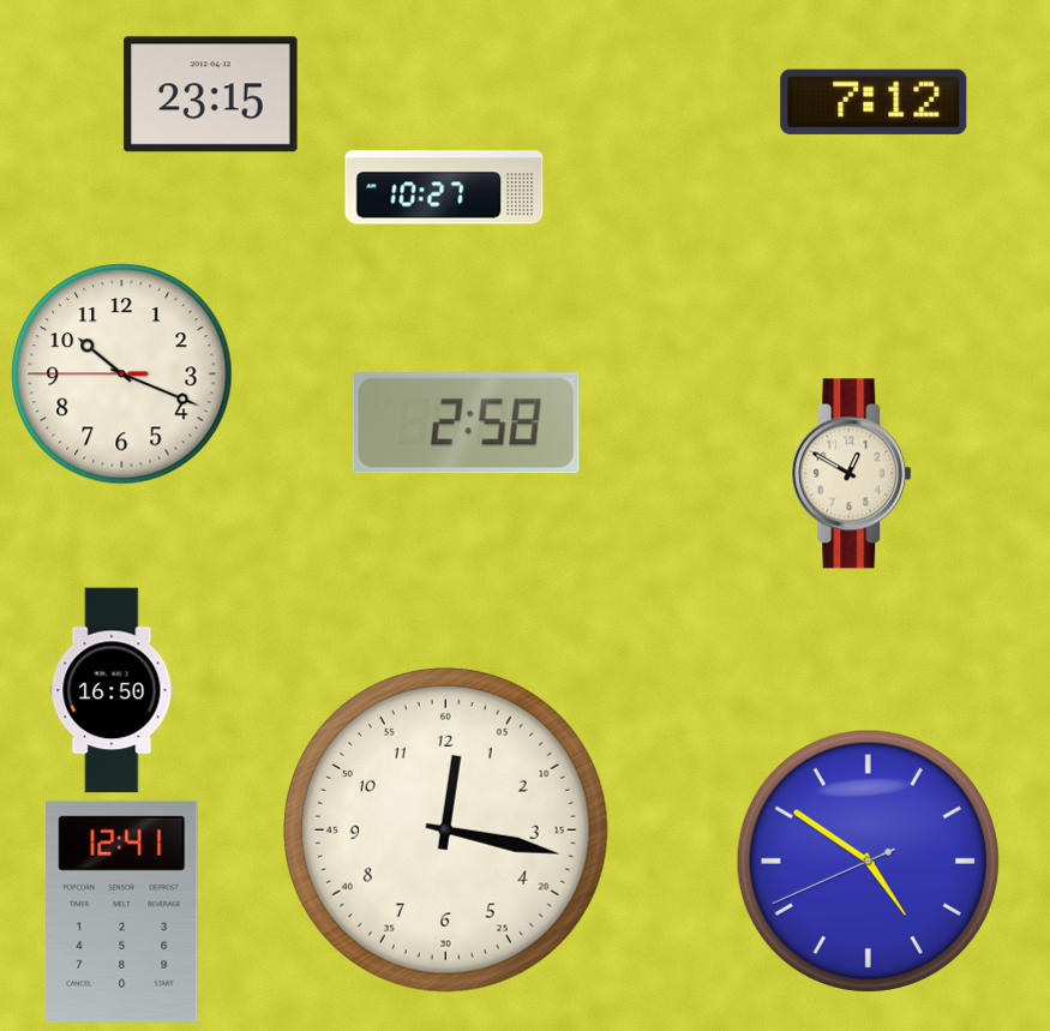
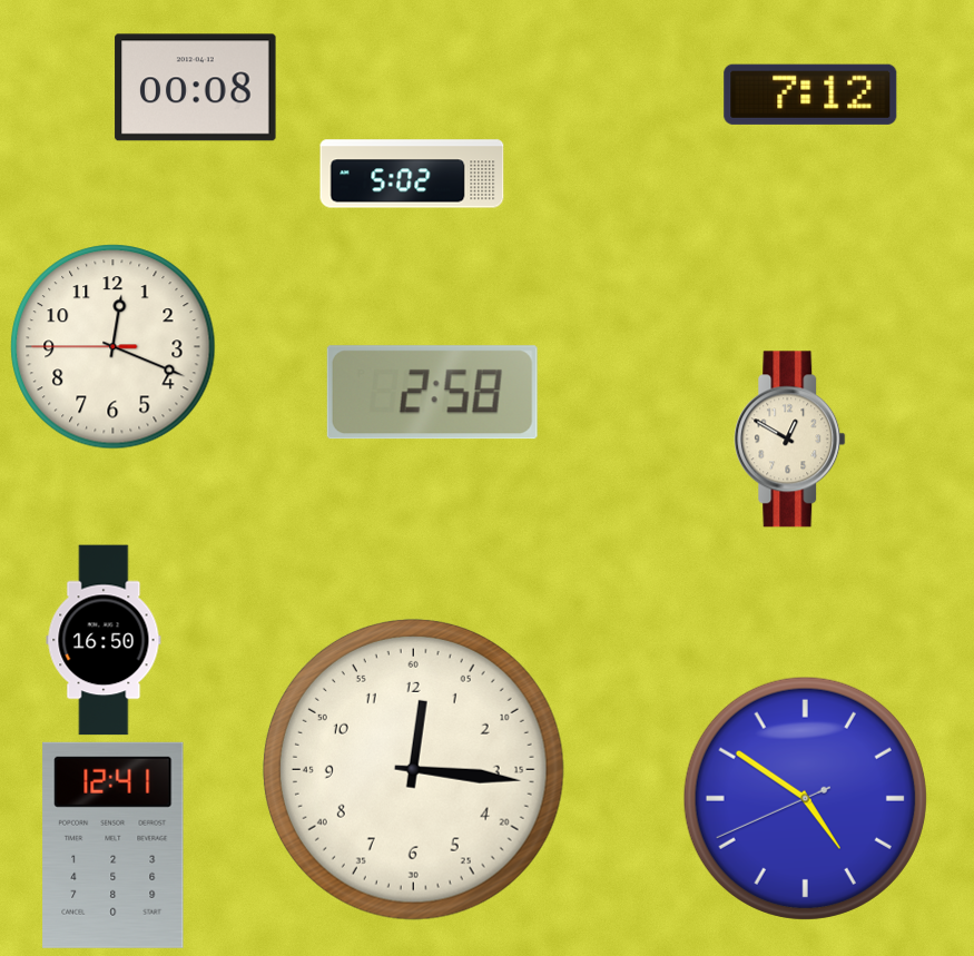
clock at (211, 95): 23:15 -> 00:08
clock at (444, 187): 10:27 -> 5:02
clock at (122, 374): 10:18 -> 12:18
clock at (445, 829): 12:17 -> 12:16
